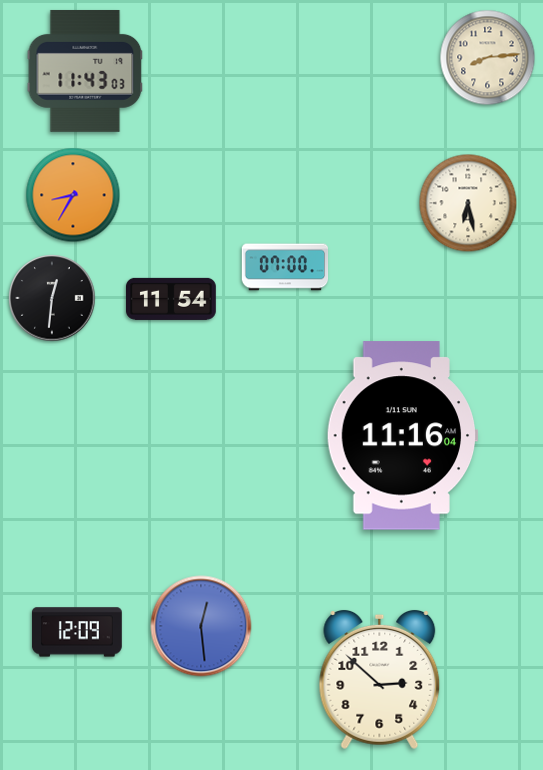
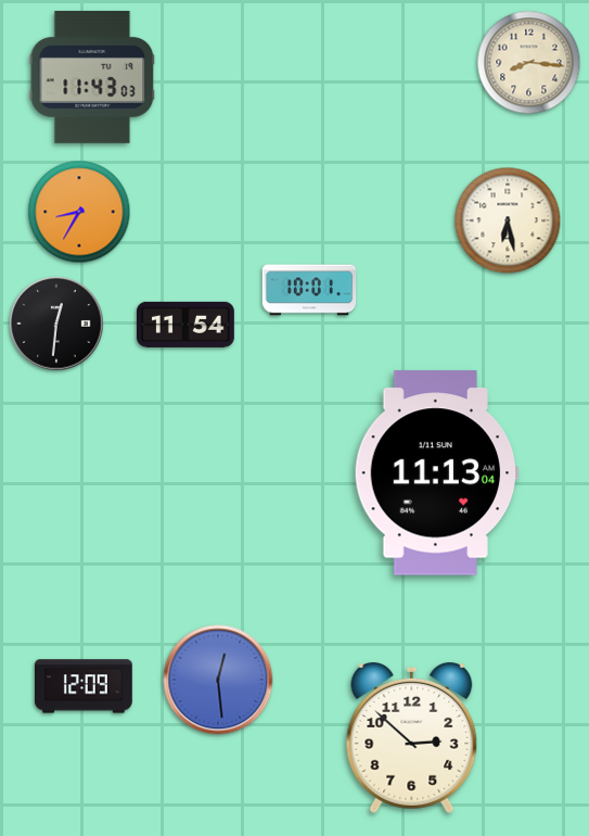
clock at (488, 58): 8:14 -> 8:16
clock at (285, 267): 07:00 -> 10:01
clock at (402, 436): 11:16 -> 11:13
